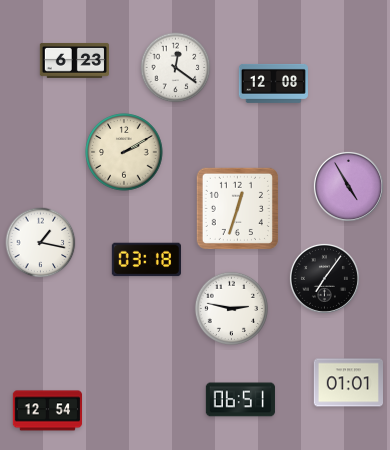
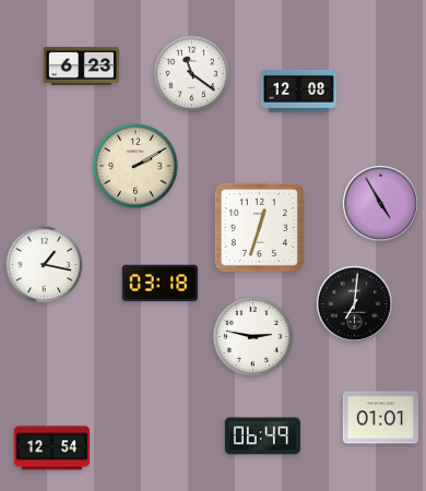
clock at (176, 68): 12:21 -> 11:21
clock at (324, 278): 7:06 -> 7:01
clock at (240, 400): 06:51 -> 06:49
